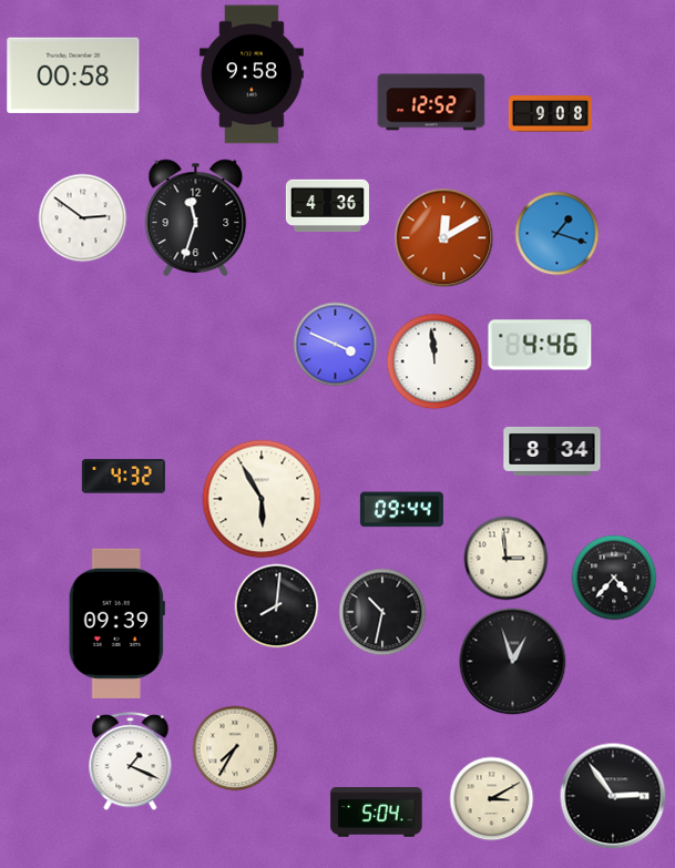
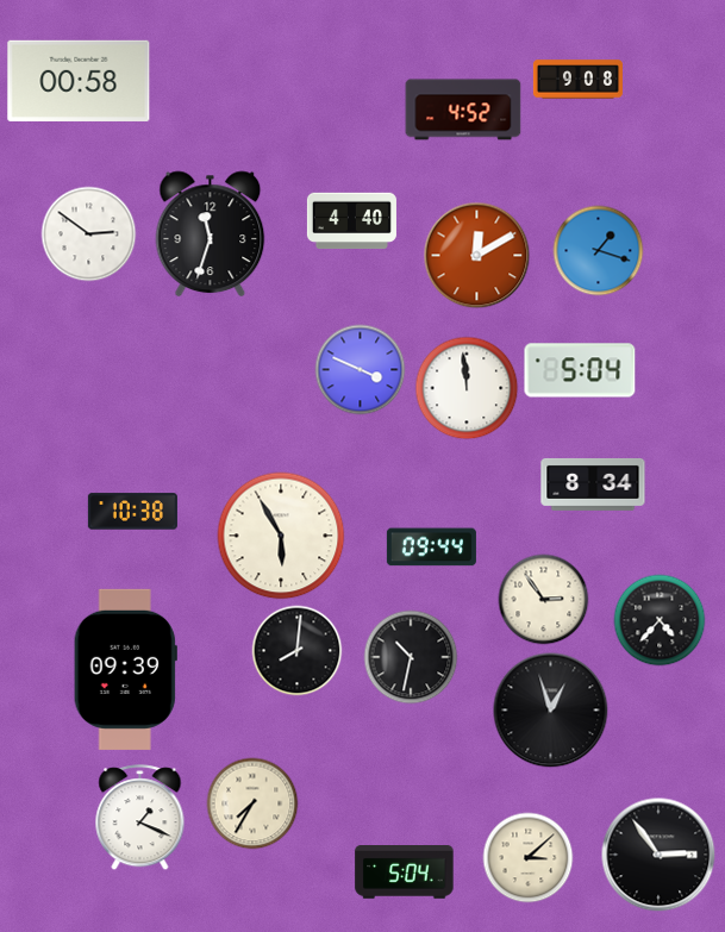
clock at (252, 74): 9:58 -> none
clock at (431, 102): 12:52 -> 4:52
clock at (550, 114) position: (550, 114) -> (577, 80)
clock at (327, 206): 4:36 -> 4:40
clock at (540, 345): 4:46 -> 5:04
clock at (123, 477): 4:32 -> 10:38
clock at (507, 559): 2:59 -> 2:54
clock at (492, 799): 3:10 -> 3:08
